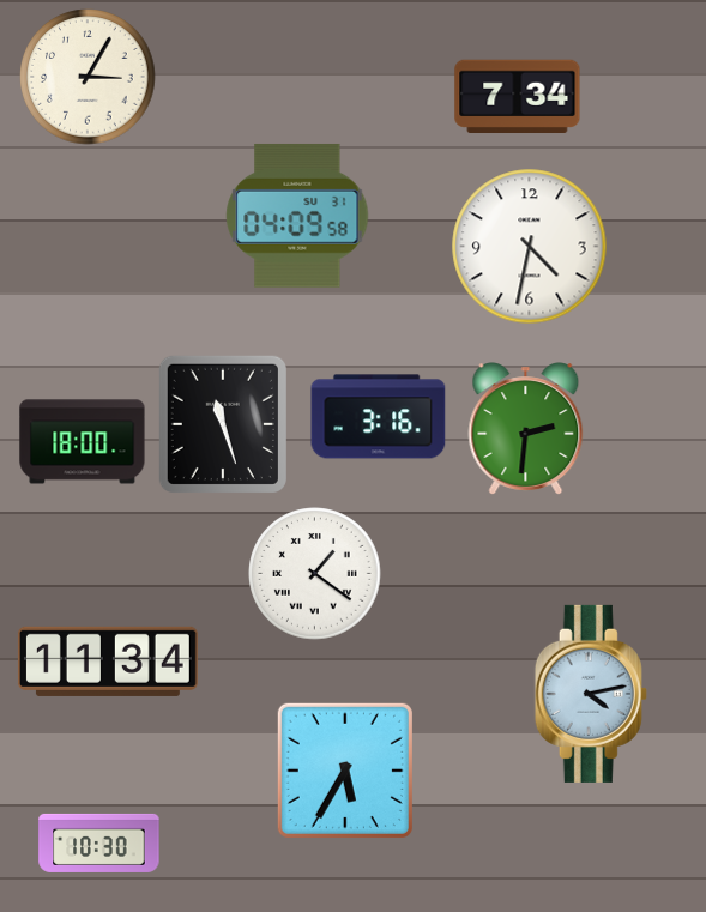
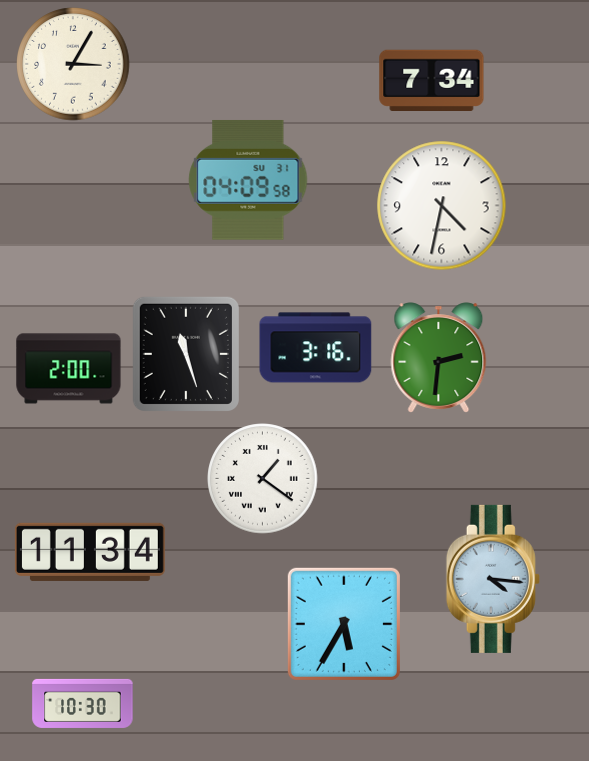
clock at (83, 442): 18:00 -> 2:00
clock at (591, 694): 4:13 -> 4:16
clock at (345, 771) position: (345, 771) -> (344, 624)
